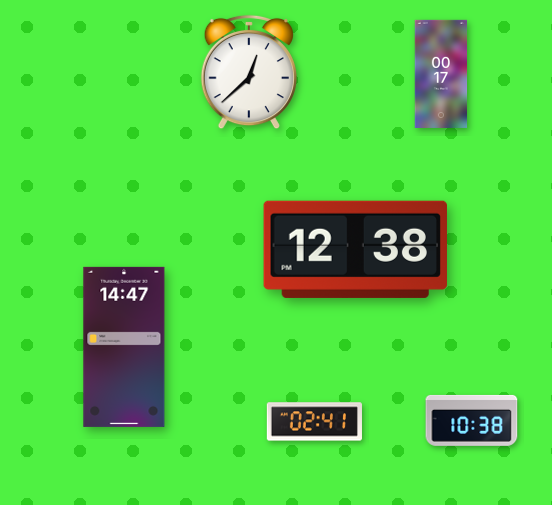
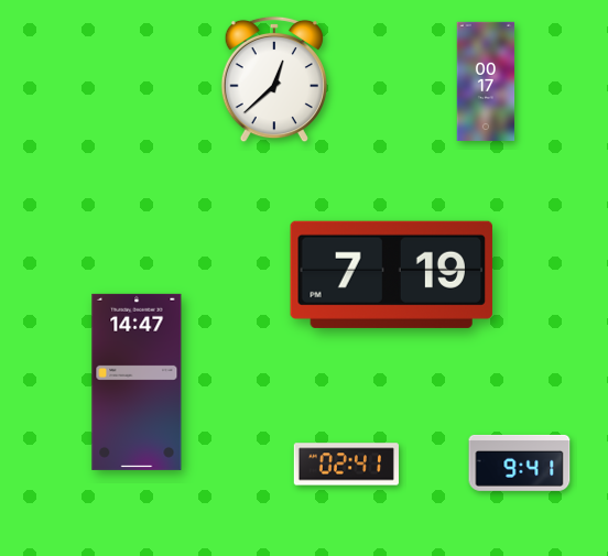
clock at (355, 249): 12:38 -> 7:19
clock at (472, 420): 10:38 -> 9:41
